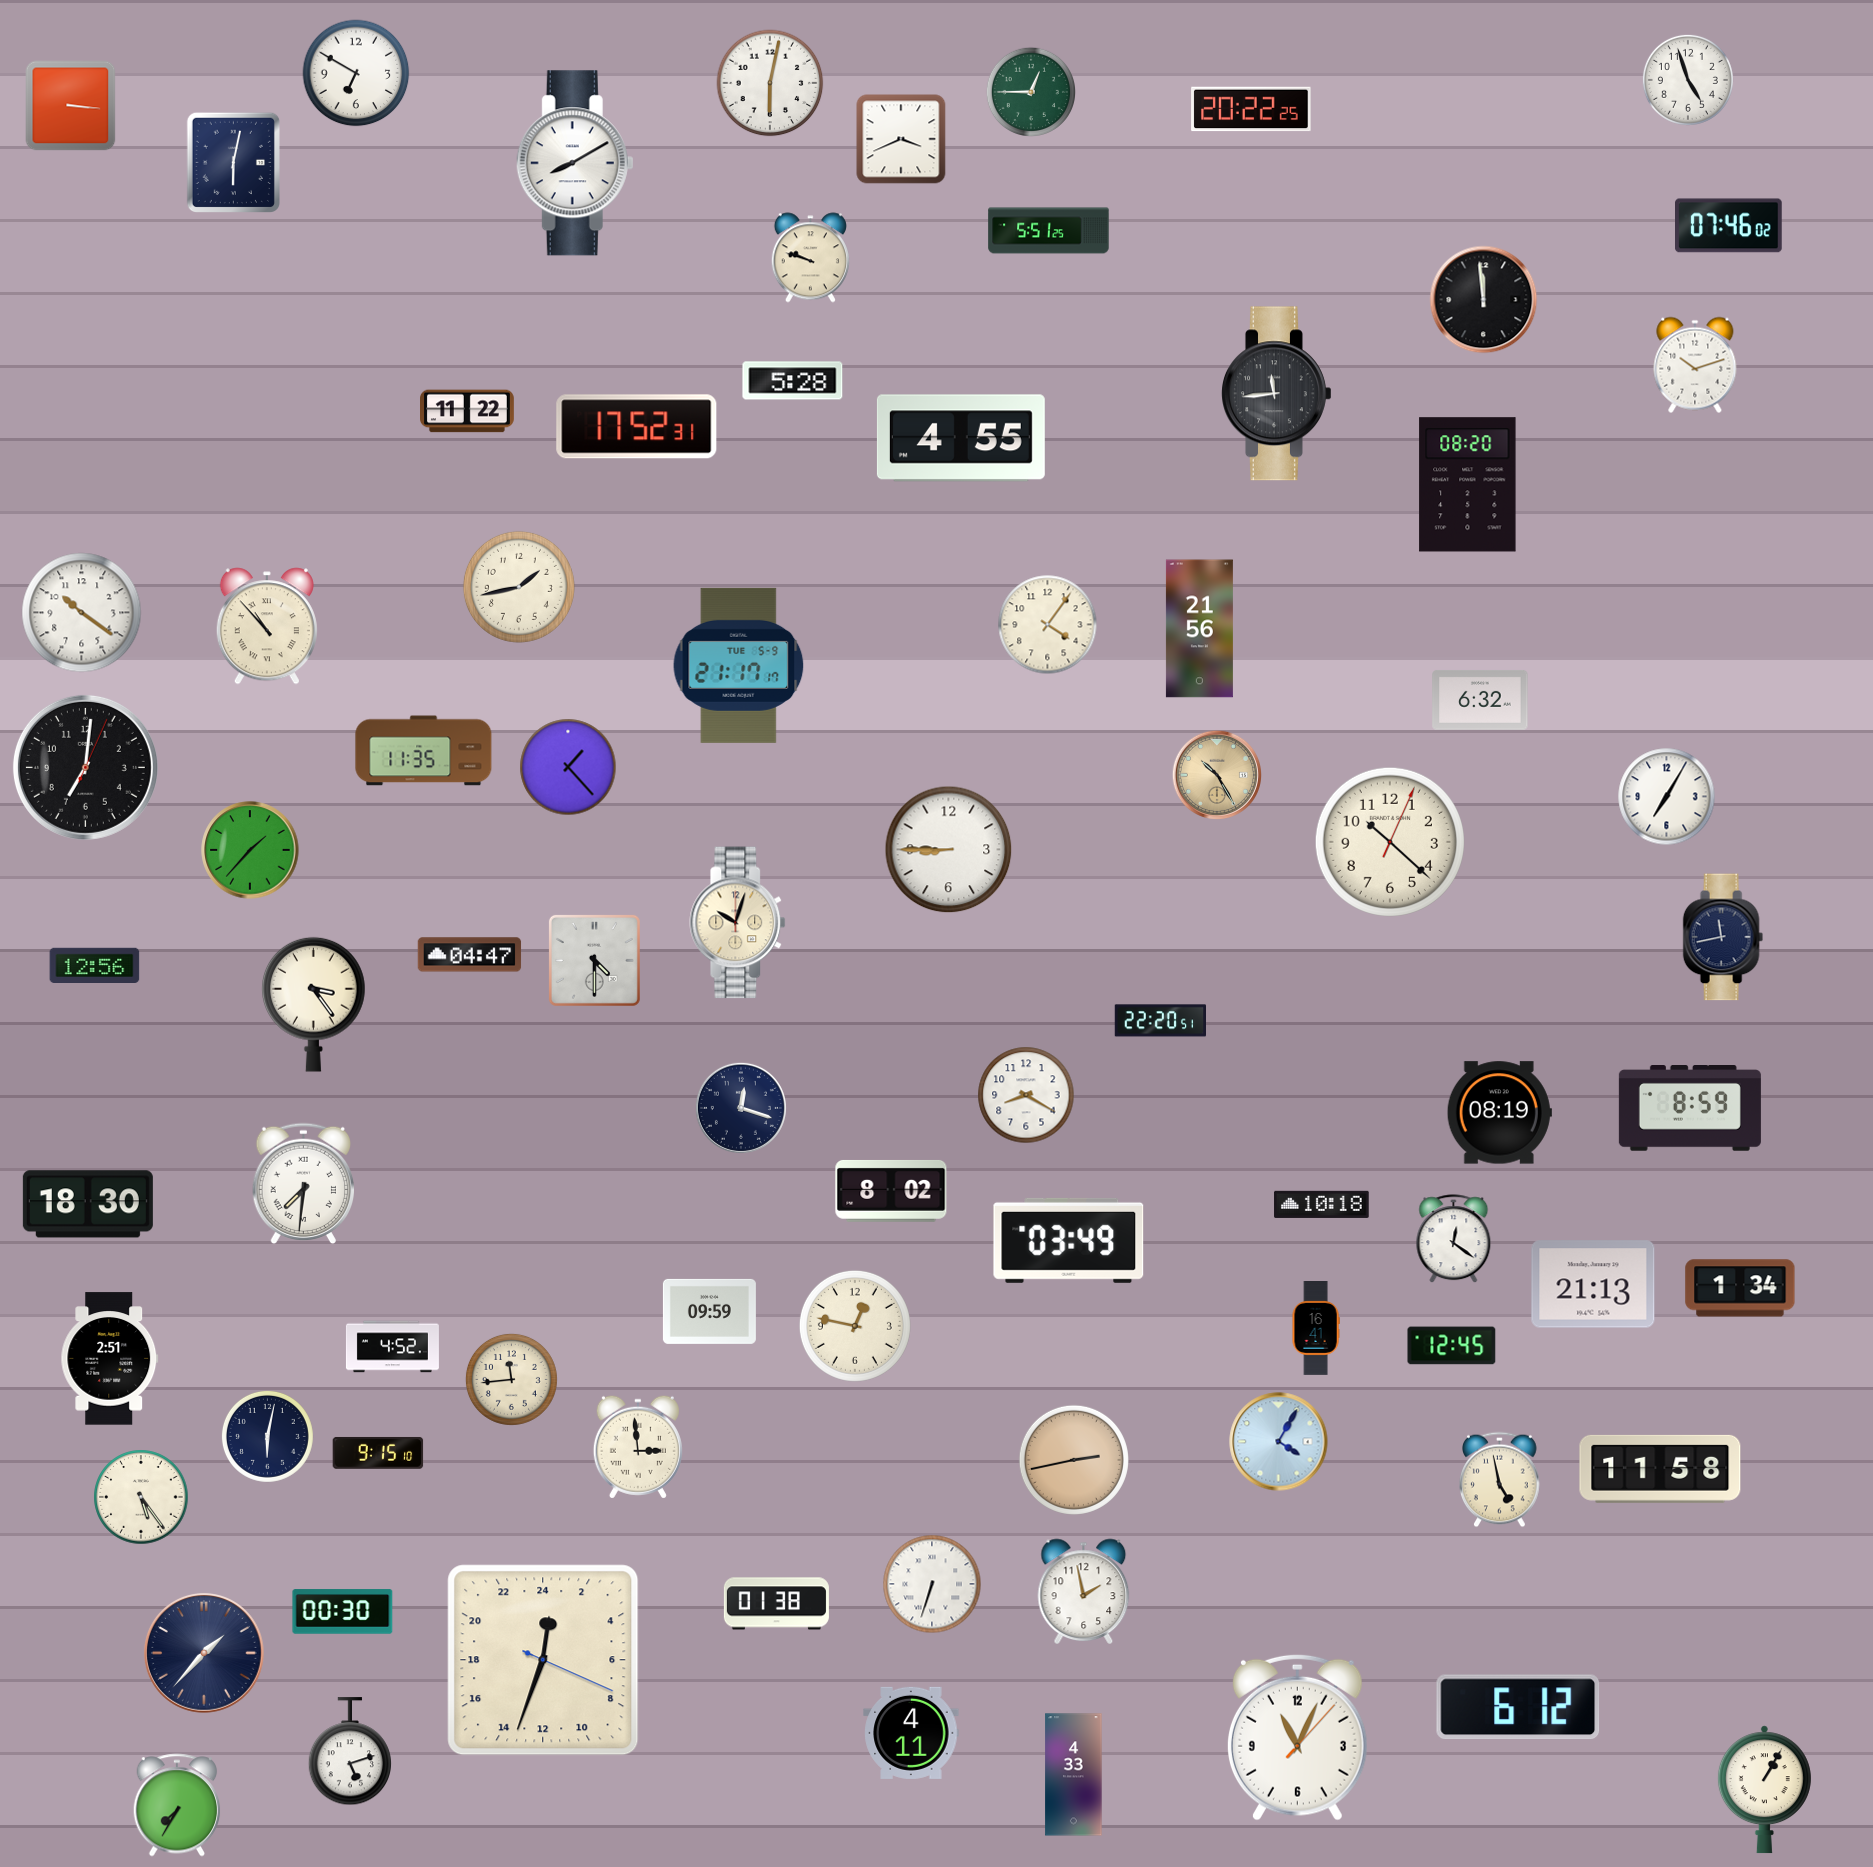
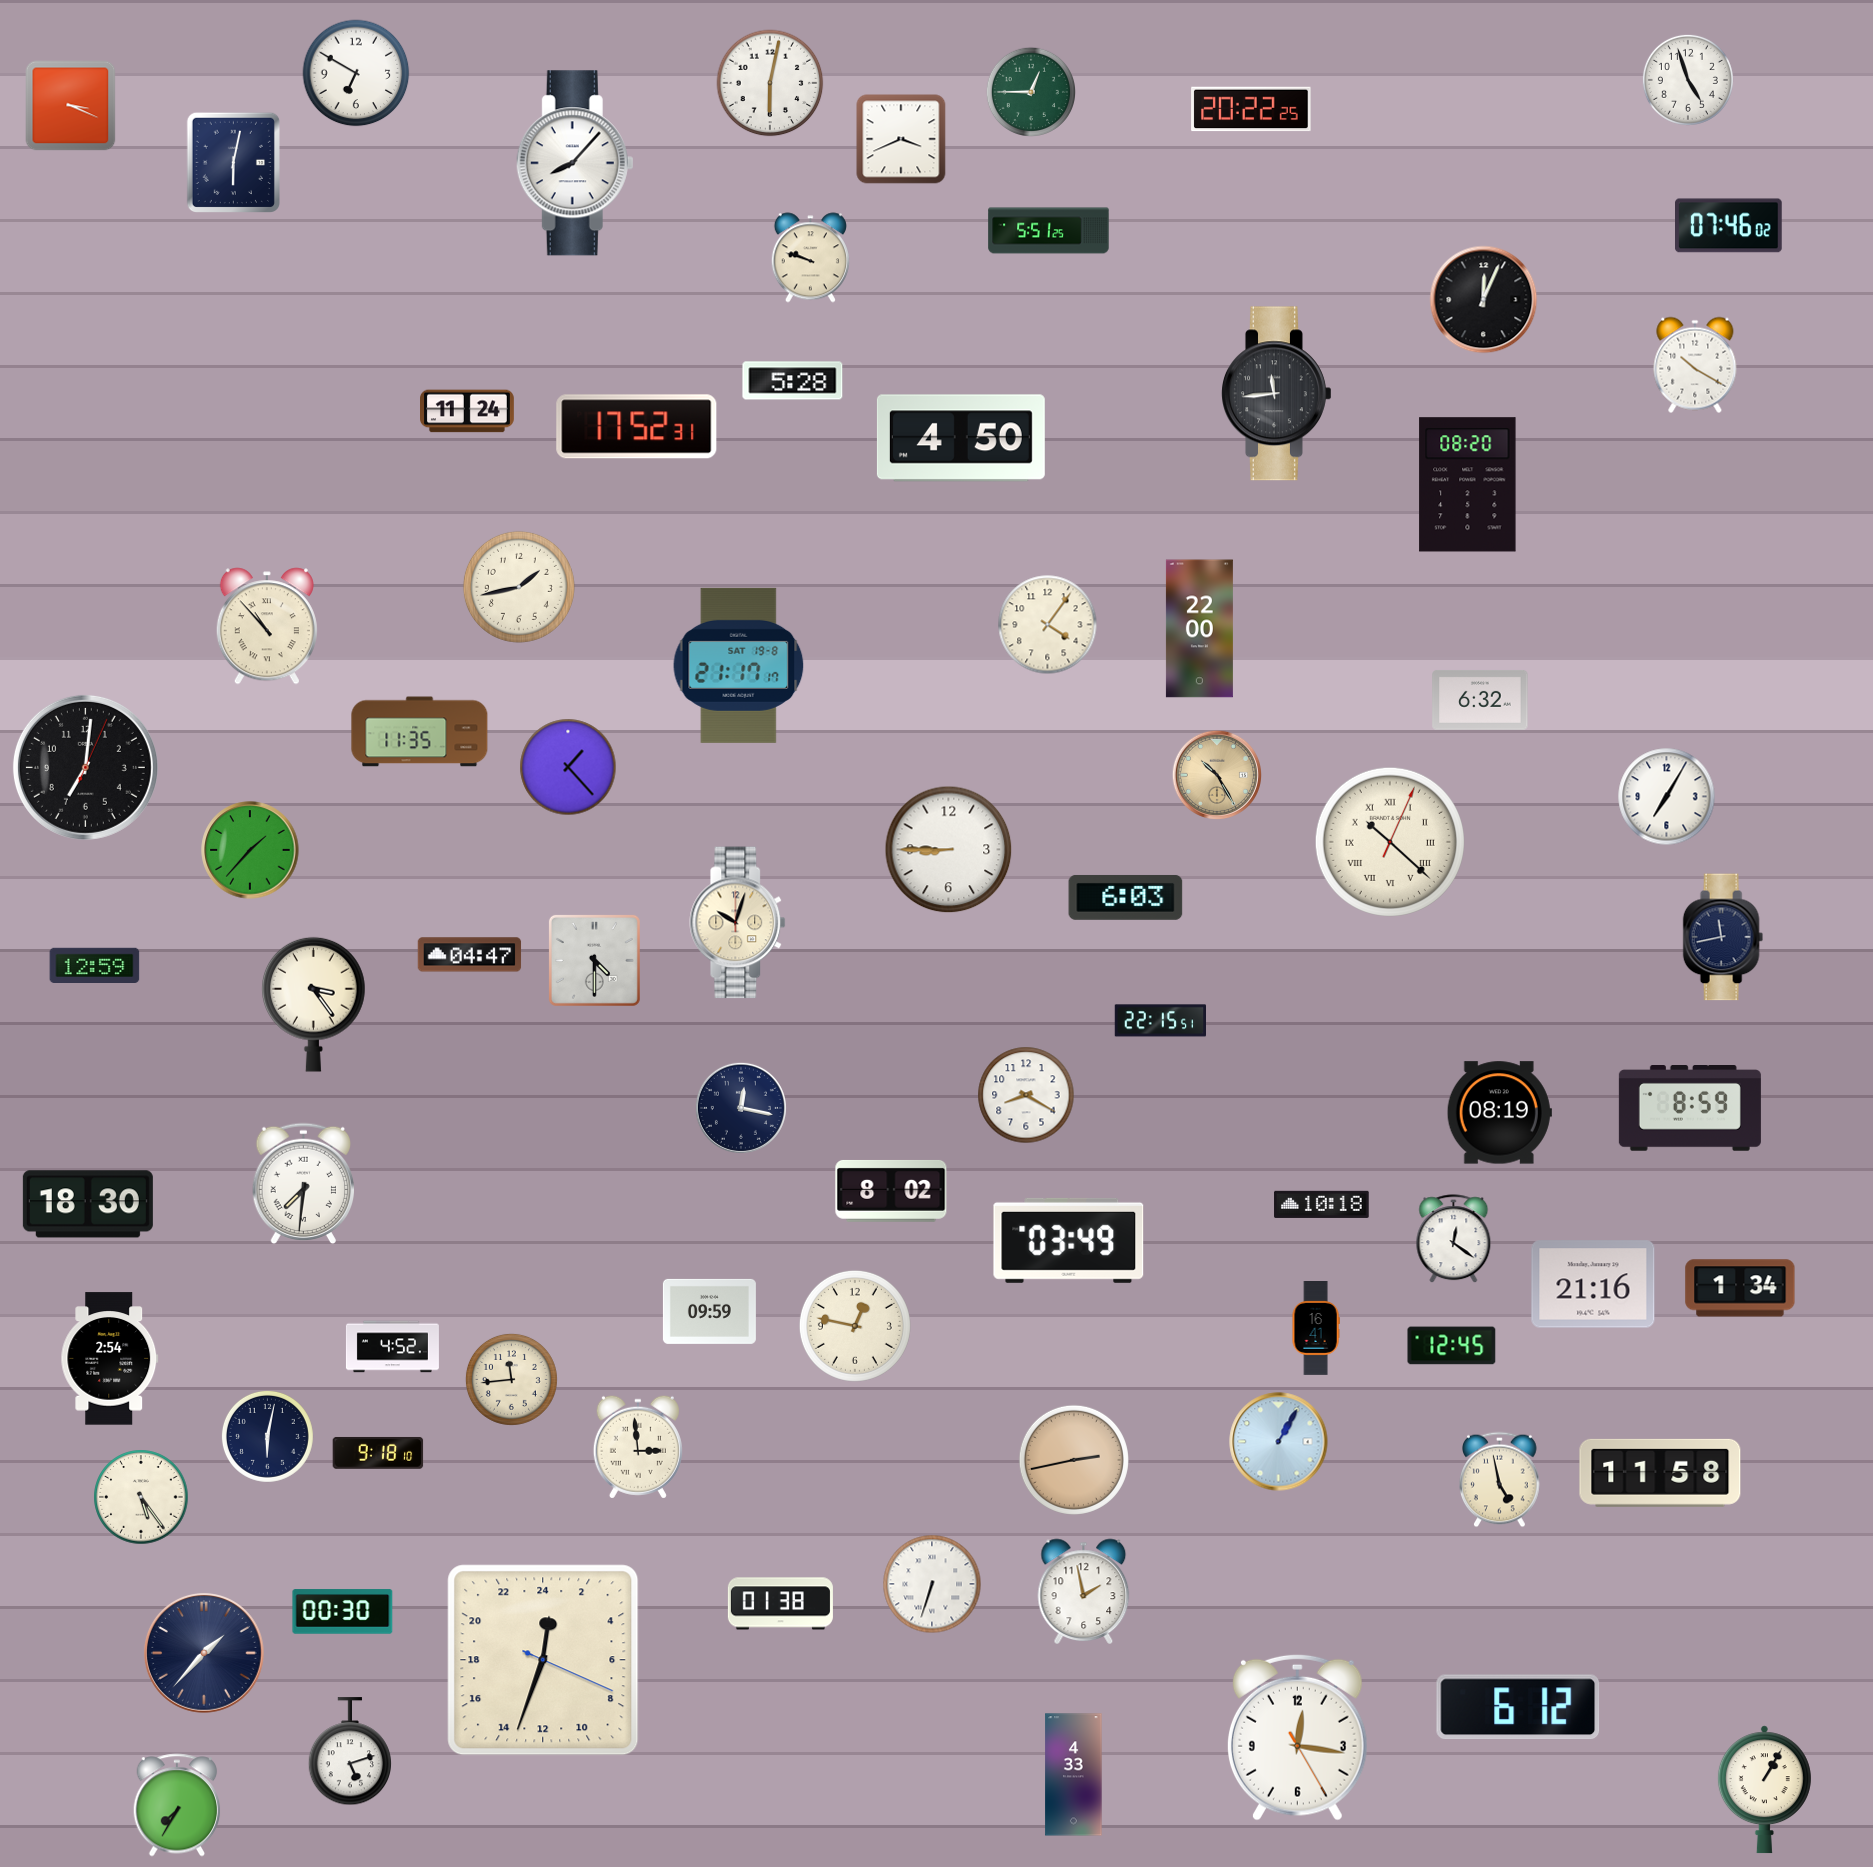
clock at (71, 106): 3:16 -> 3:19
clock at (575, 163): 8:10 -> 8:07
clock at (1484, 300): 11:59 -> 12:04
clock at (1695, 365): 10:12 -> 10:20
clock at (468, 411): 11:22 -> 11:24
clock at (961, 438): 4:55 -> 4:50
clock at (82, 613): 10:21 -> none
clock at (1199, 629): 21:56 -> 22:00
clock at (739, 665) date: TUE 5-9 -> SAT 19-8
clock at (424, 751) position: (424, 751) -> (420, 732)
clock at (1390, 842) numerals: Arabic -> Roman
clock at (1126, 897): none -> 6:03
clock at (95, 965): 12:56 -> 12:59
clock at (1161, 1021): 22:20 -> 22:15
clock at (741, 1108): 12:18 -> 12:17
clock at (1593, 1284): 21:13 -> 21:16
clock at (110, 1359): 2:51 -> 2:54
clock at (1279, 1442): 4:05 -> 1:05
clock at (378, 1453): 9:15 -> 9:18
clock at (1660, 1469) position: (1660, 1469) -> (1660, 1473)
clock at (776, 1604) position: (776, 1604) -> (780, 1604)
clock at (911, 1733): 4:11 -> none
clock at (1297, 1737): 11:04 -> 12:16
